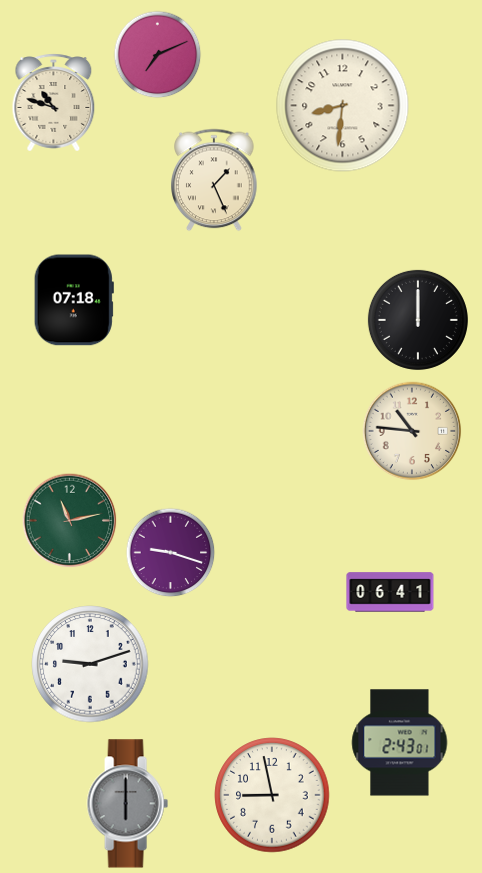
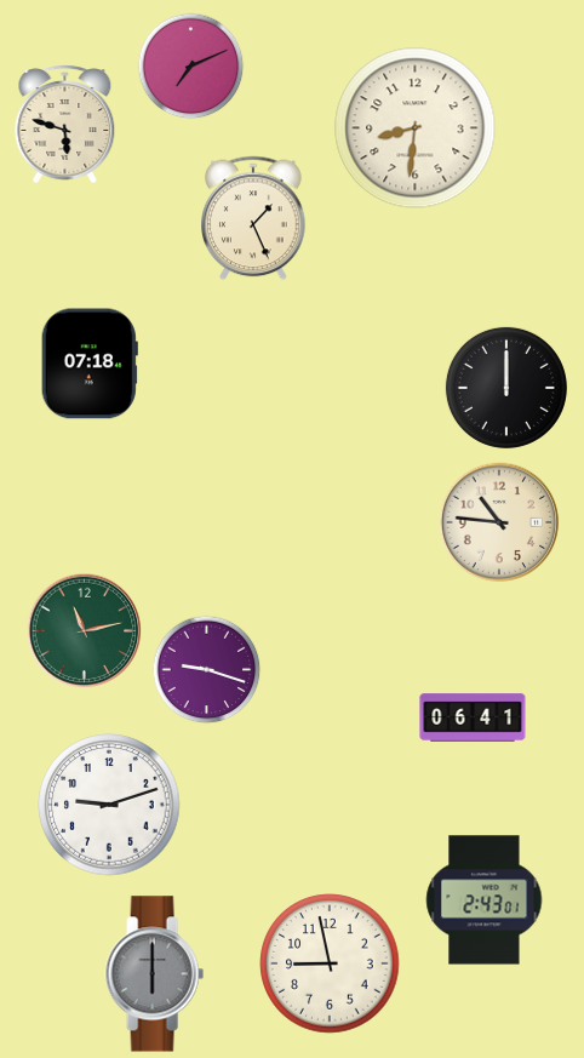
clock at (54, 103): 10:48 -> 5:48
clock at (214, 180) position: (214, 180) -> (253, 218)
